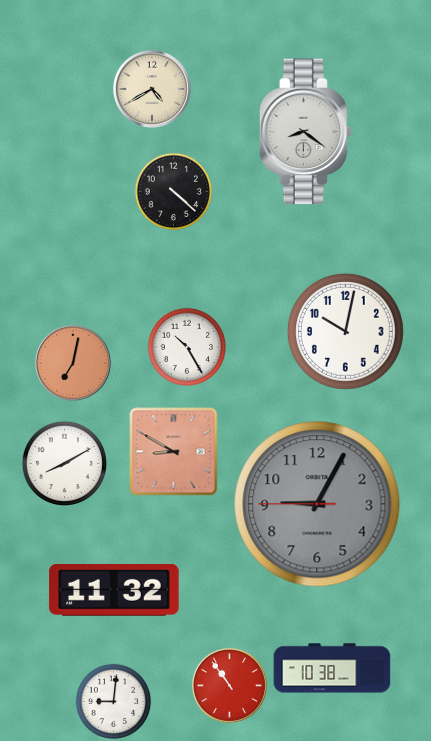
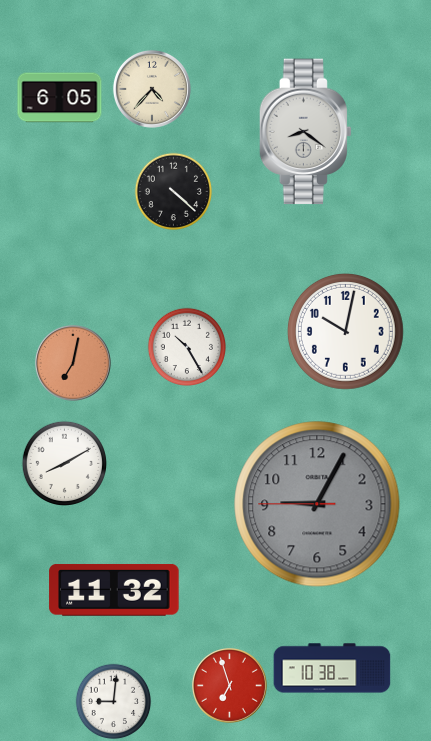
clock at (152, 89): 4:40 -> 4:37
clock at (60, 98): none -> 6:05
clock at (174, 452): 8:50 -> none
clock at (229, 685): 10:54 -> 6:57
